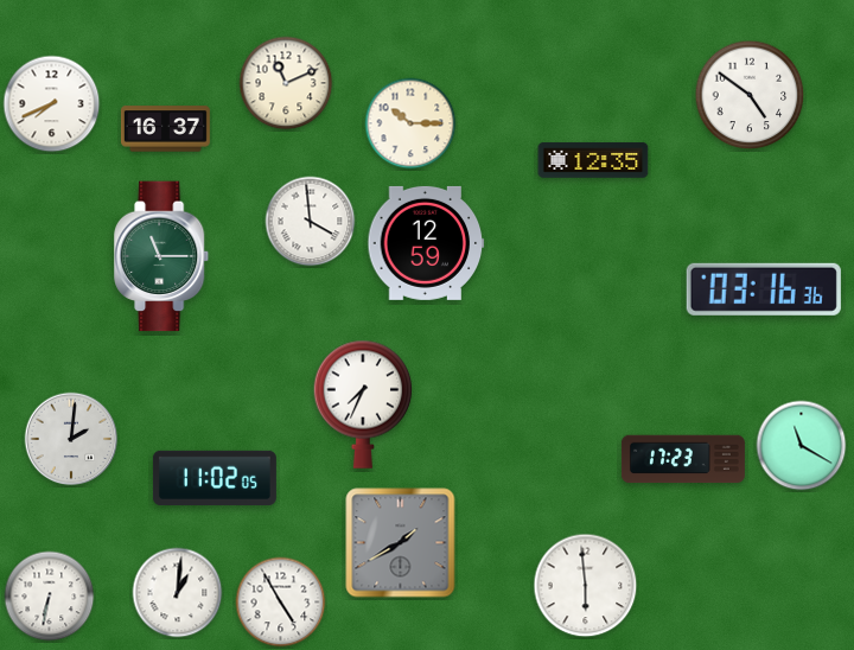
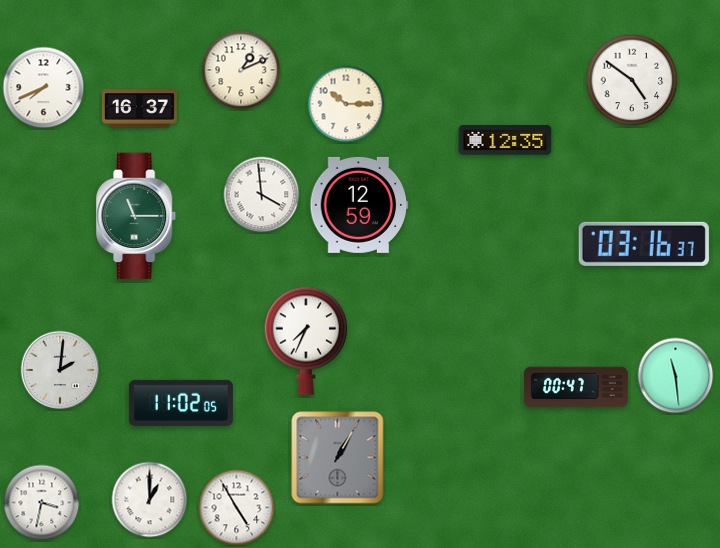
clock at (286, 83): 11:11 -> 1:11
clock at (593, 160) position: (593, 160) -> (505, 140)
clock at (311, 222) position: (311, 222) -> (262, 195)
clock at (764, 289): 03:16:36 -> 03:16:37
clock at (802, 446): 11:20 -> 11:29
clock at (683, 459): 17:23 -> 00:47
clock at (401, 543): 1:40 -> 1:05
clock at (586, 586): 5:59 -> none
clock at (178, 593): 1:01 -> 1:00
clock at (50, 597): 6:32 -> 3:32
